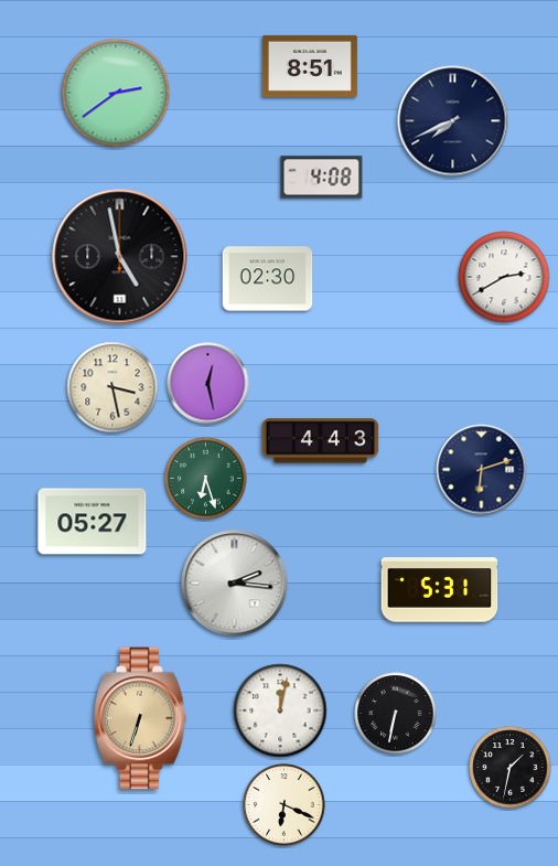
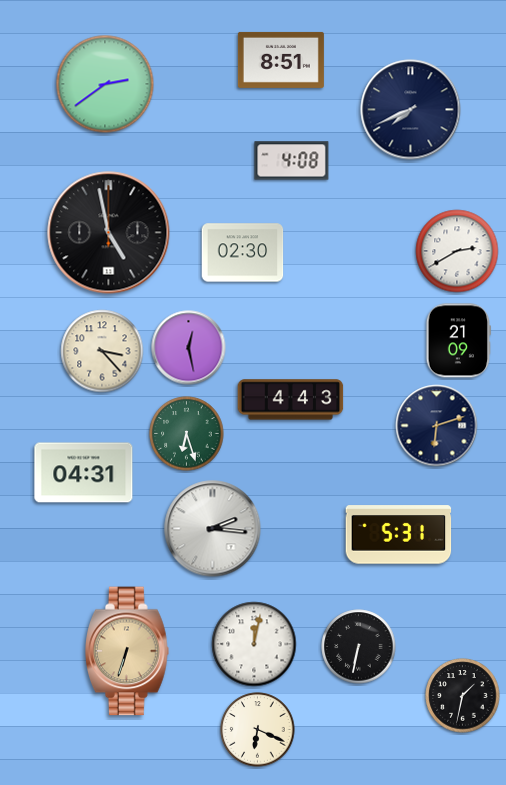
clock at (458, 341): none -> 21:09
clock at (112, 387): 3:28 -> 3:23
clock at (93, 522): 05:27 -> 04:31
